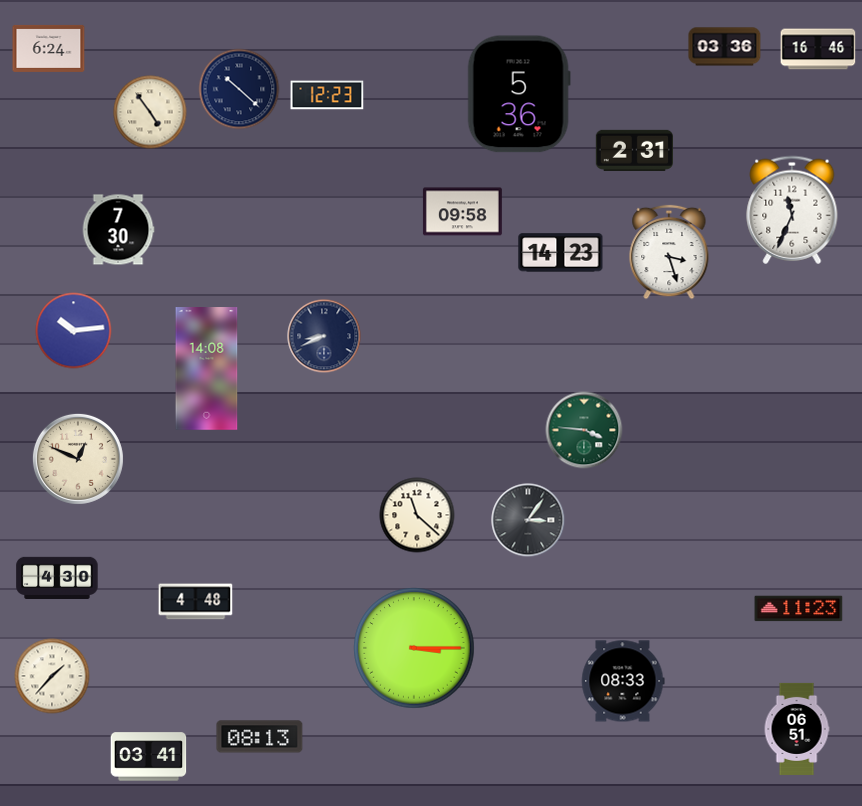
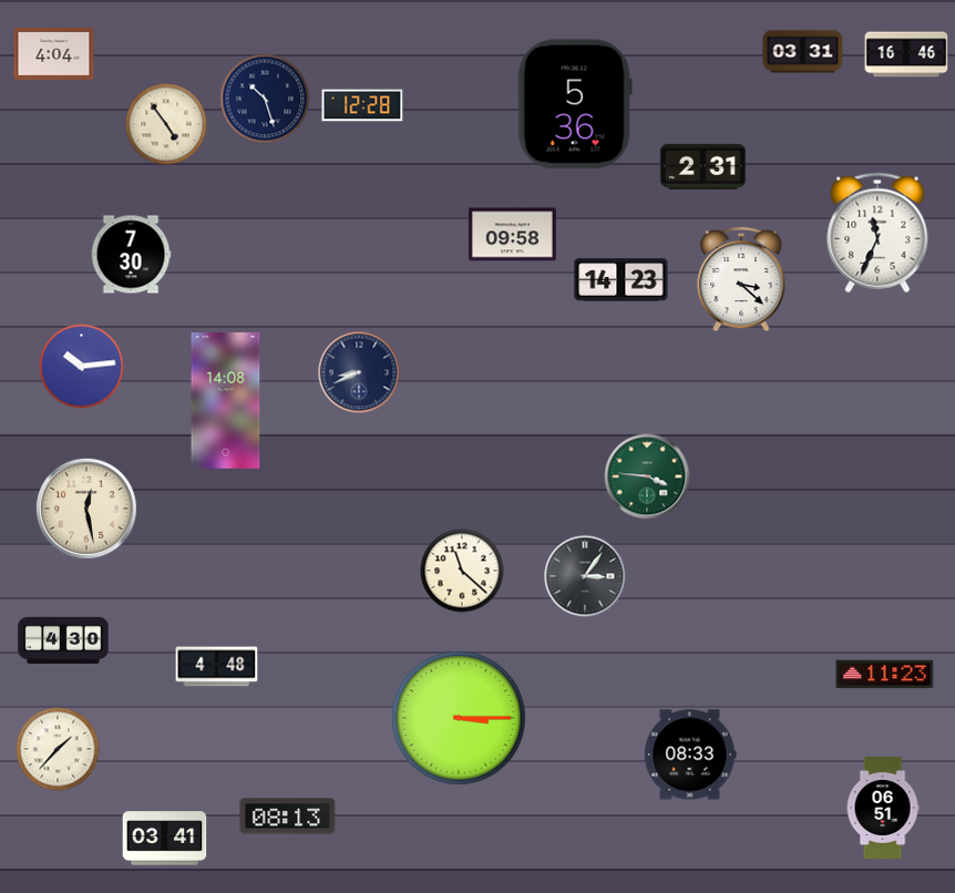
clock at (725, 47): 03:36 -> 03:31
clock at (49, 48): 6:24 -> 4:04
clock at (239, 89): 10:22 -> 10:27
clock at (327, 95): 12:23 -> 12:28
clock at (669, 252): 3:27 -> 3:22
clock at (207, 369) position: (207, 369) -> (226, 401)
clock at (78, 459): 12:49 -> 12:28
